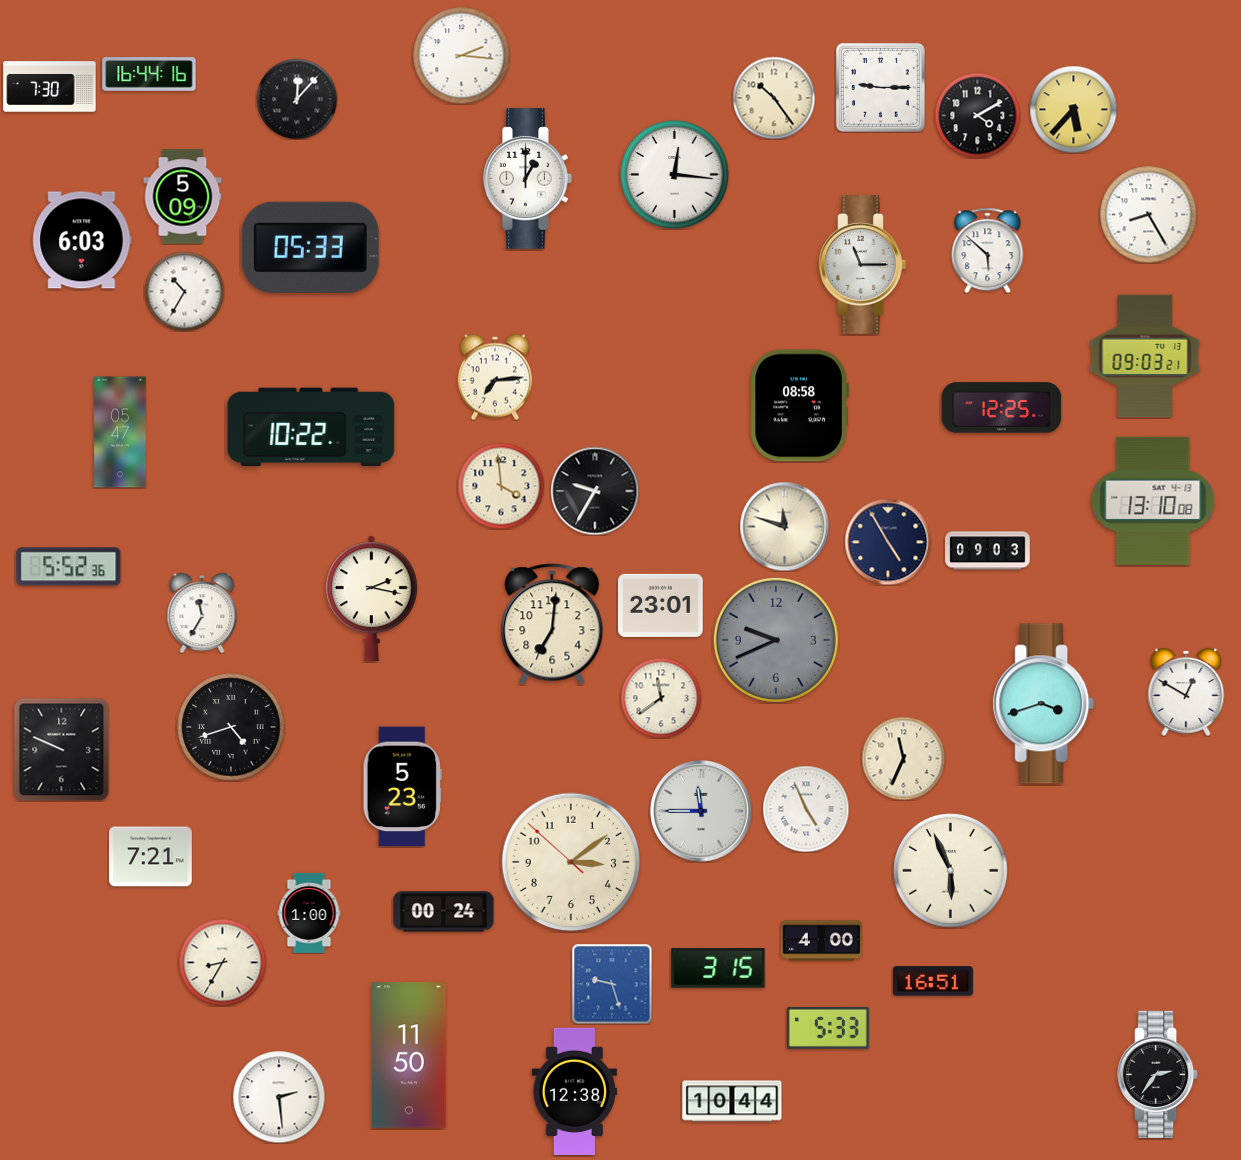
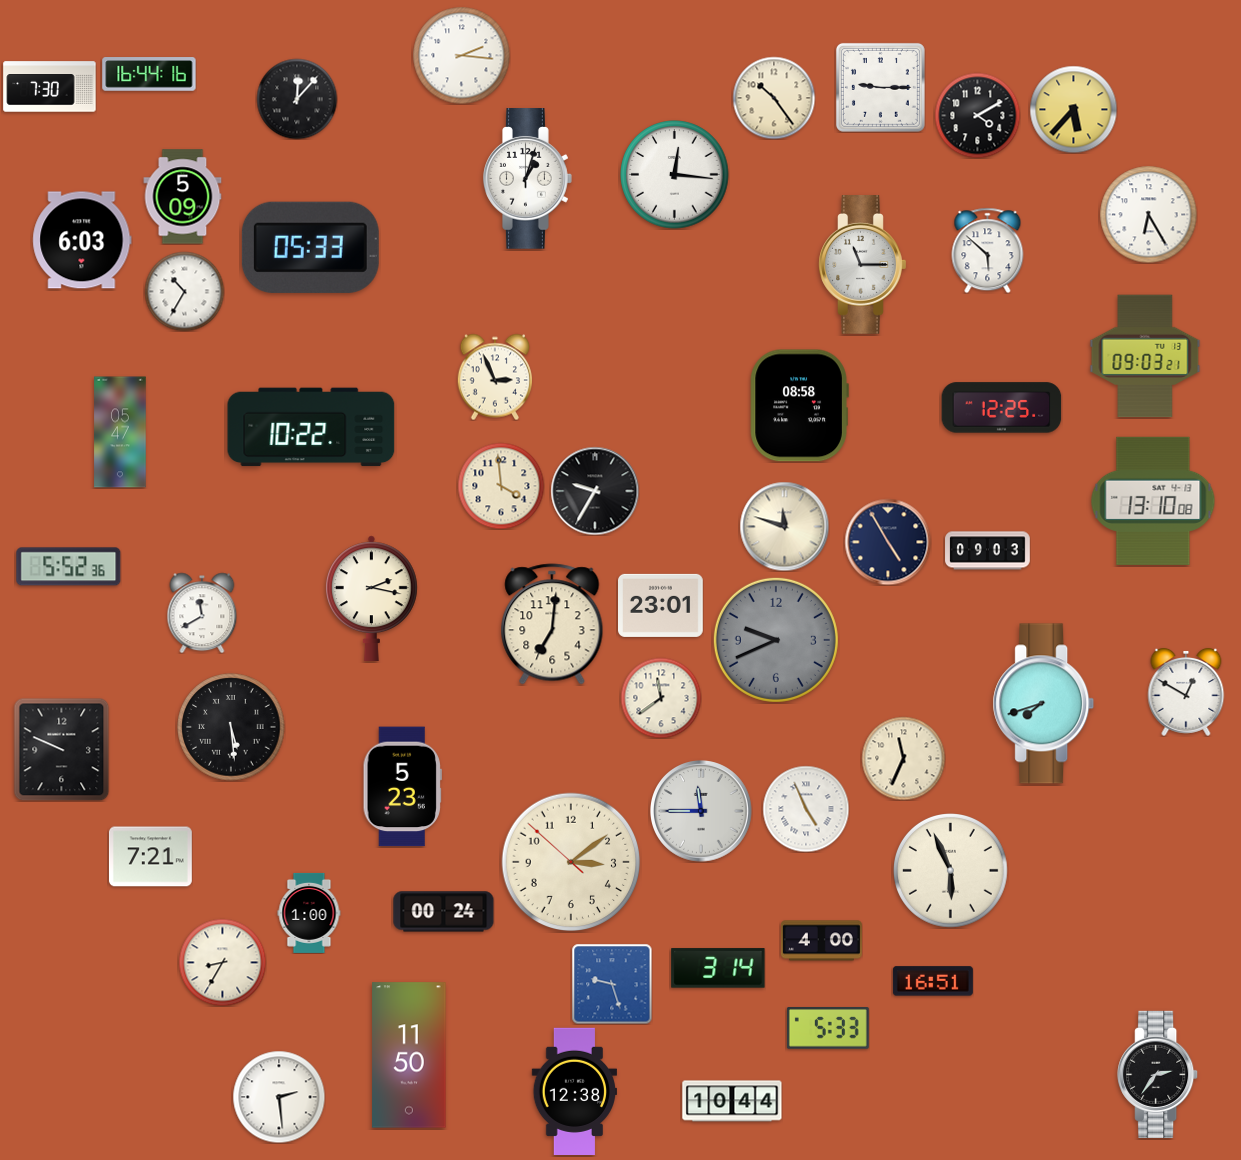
clock at (528, 179): 1:00 -> 1:03
clock at (1148, 214): 8:25 -> 6:25
clock at (494, 377): 7:14 -> 2:56
clock at (202, 613): 11:35 -> 11:40
clock at (1044, 704): 3:42 -> 7:42
clock at (231, 727): 4:42 -> 5:29
clock at (718, 968): 3:15 -> 3:14
